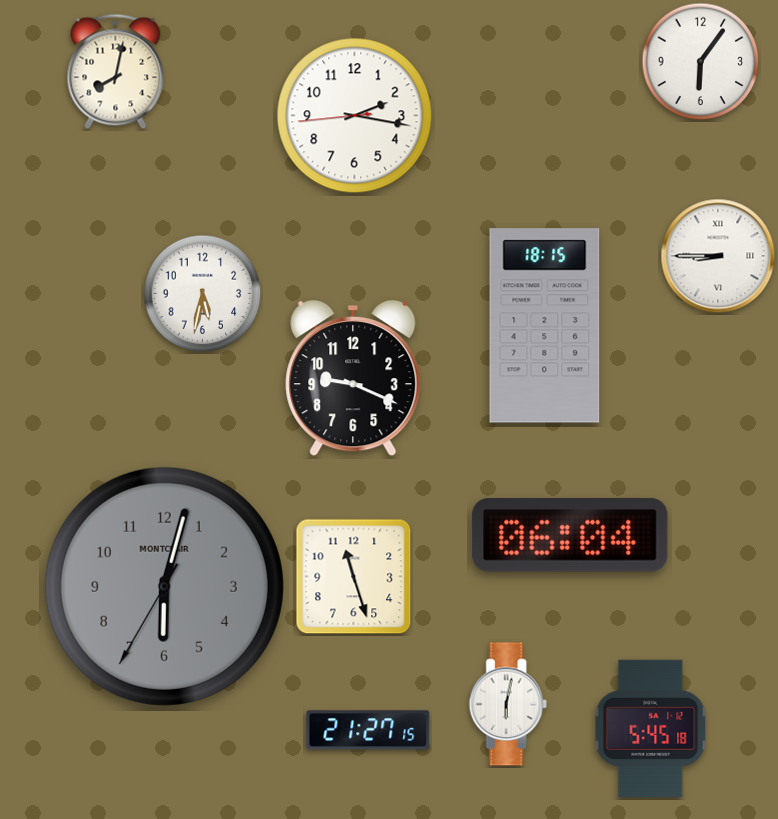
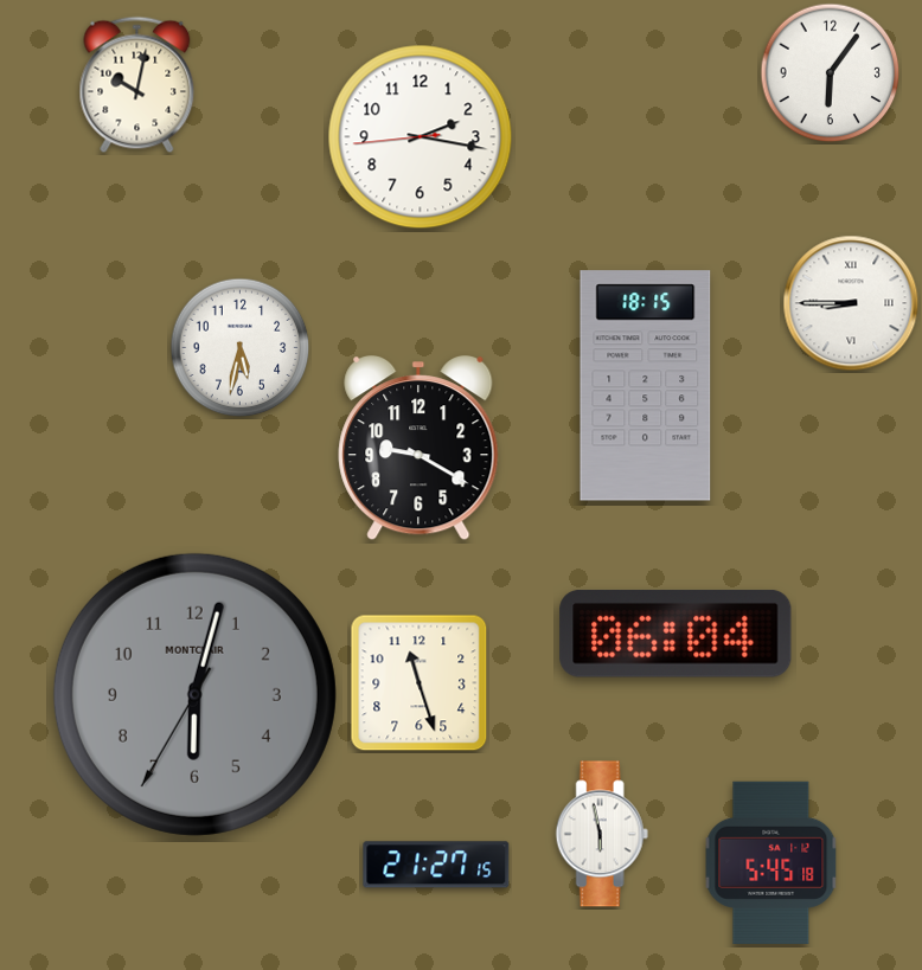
clock at (116, 72): 8:02 -> 10:02
clock at (353, 379): 9:19 -> 9:20
clock at (508, 704): 6:02 -> 5:58
